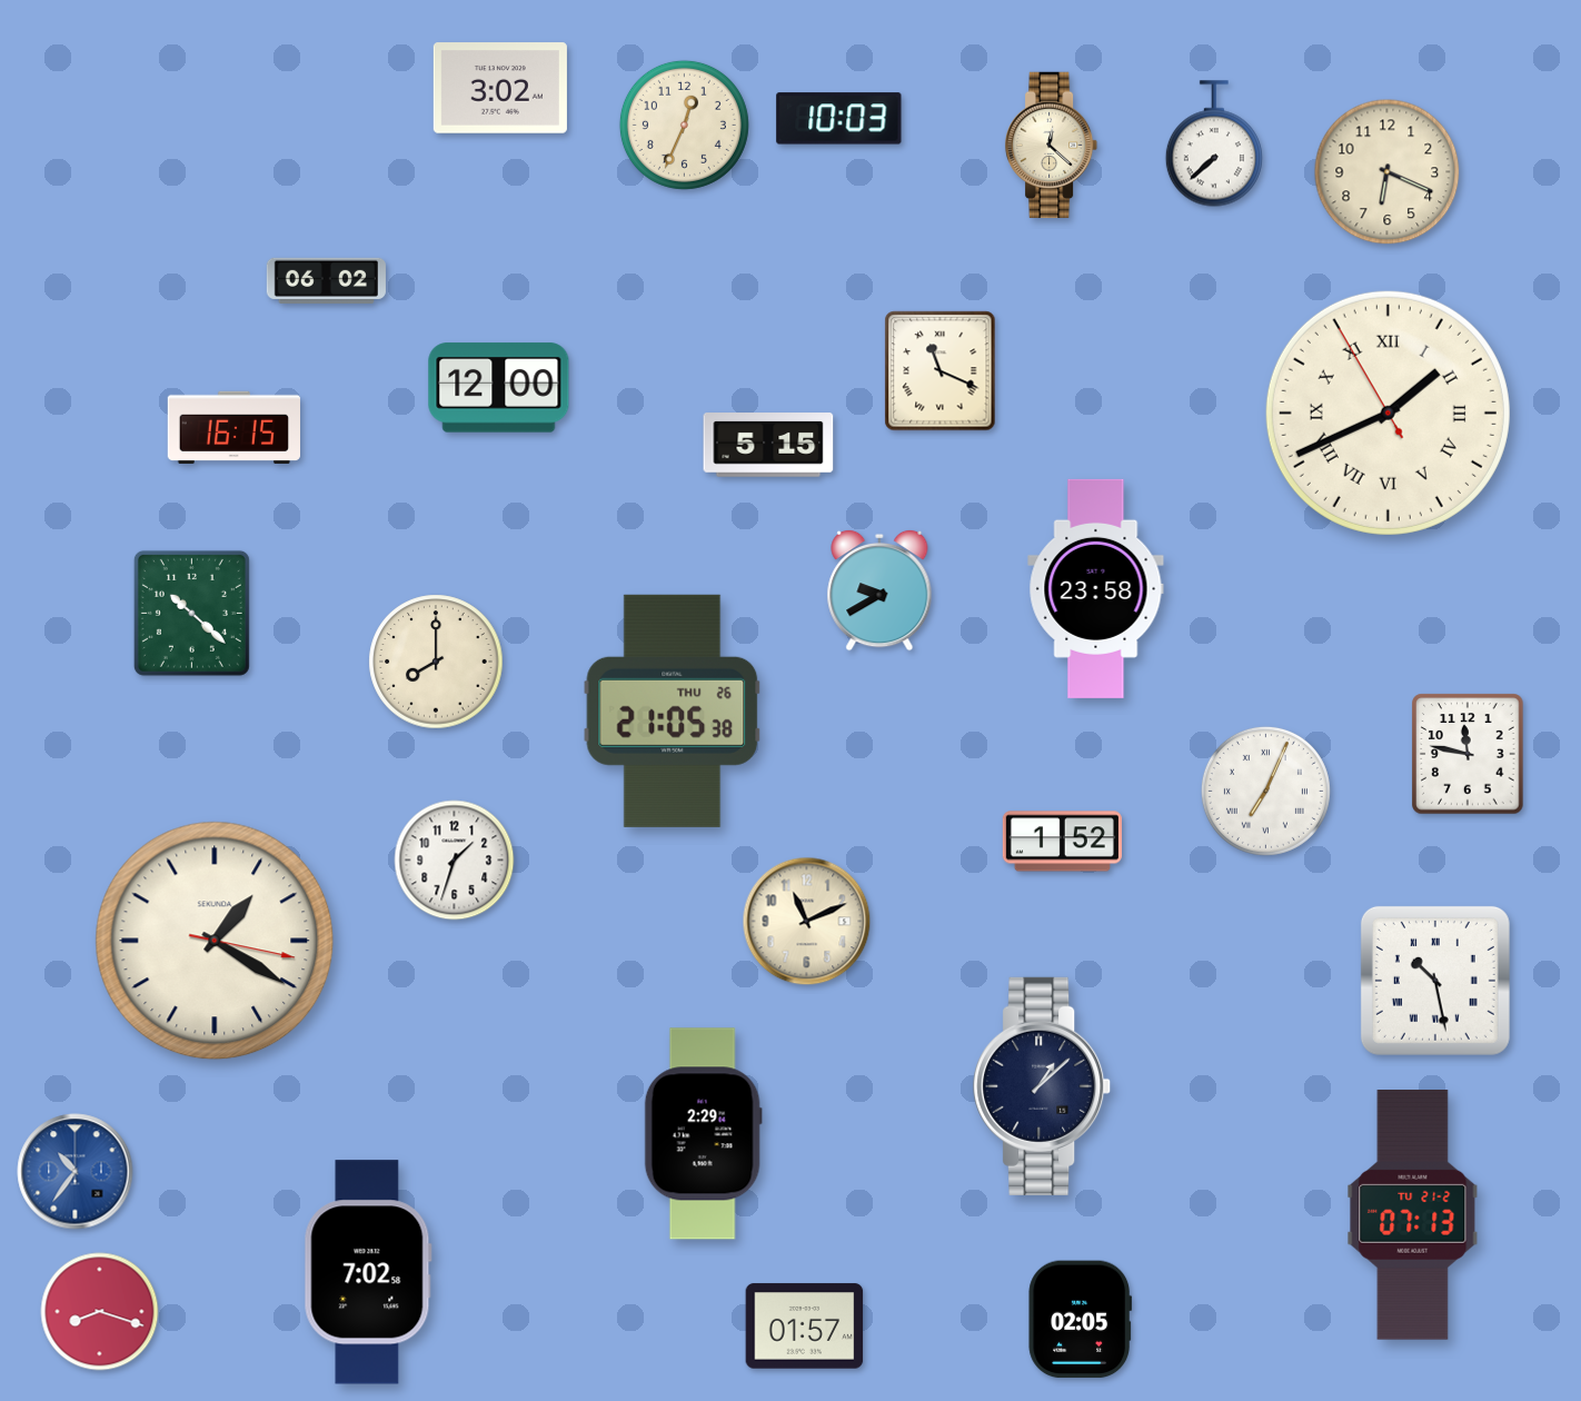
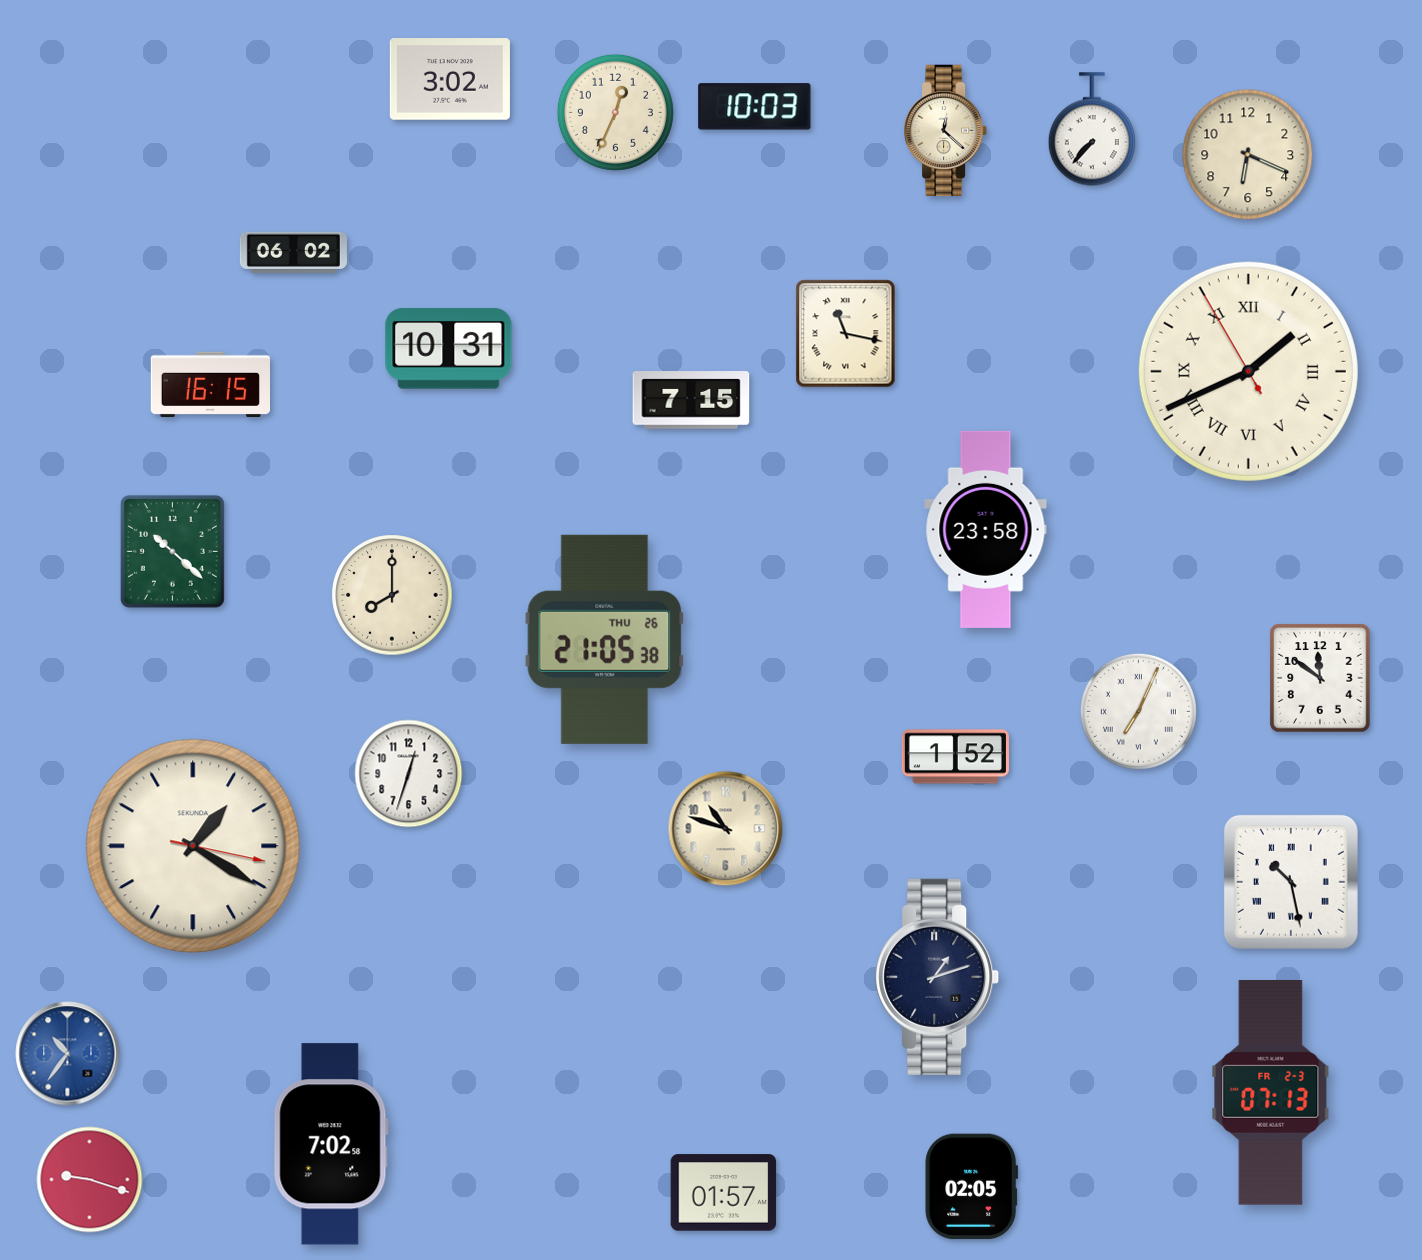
clock at (1214, 143): 7:38 -> 7:37
clock at (941, 371): 11:19 -> 11:17
clock at (499, 388): 12:00 -> 10:31
clock at (768, 445): 5:15 -> 7:15
clock at (879, 590): 9:40 -> none
clock at (1468, 754): 11:47 -> 11:51
clock at (455, 861): 1:33 -> 12:33
clock at (807, 922): 11:11 -> 10:48
clock at (1043, 1086): 1:08 -> 1:12
clock at (703, 1134): 2:29 -> none
clock at (1413, 1215) date: TU 21-2 -> FR 2-3
clock at (100, 1312): 8:18 -> 9:18
